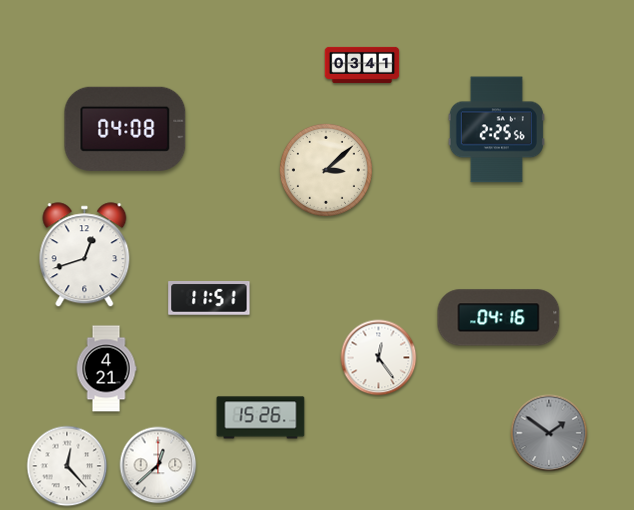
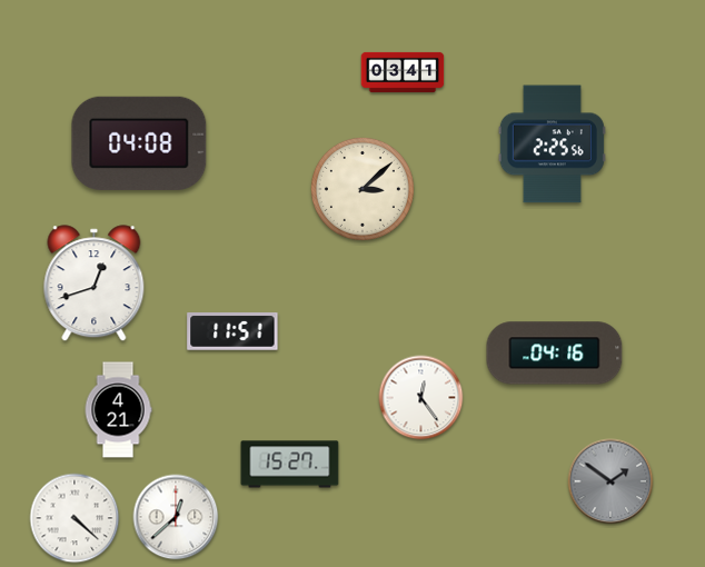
clock at (261, 418): 15:26 -> 15:27
clock at (67, 466): 12:23 -> 4:22
